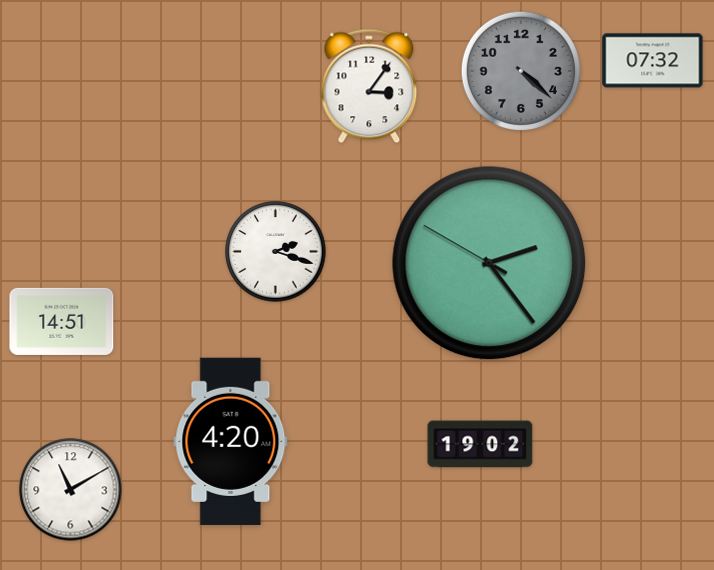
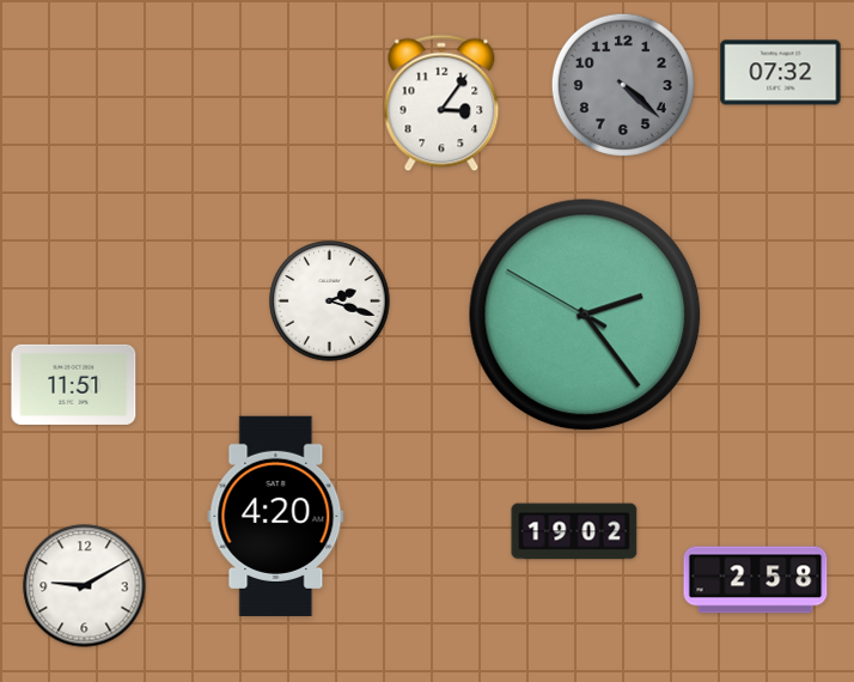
clock at (62, 321): 14:51 -> 11:51
clock at (231, 441) position: (231, 441) -> (276, 516)
clock at (756, 580): none -> 2:58
clock at (71, 490): 11:10 -> 9:10
